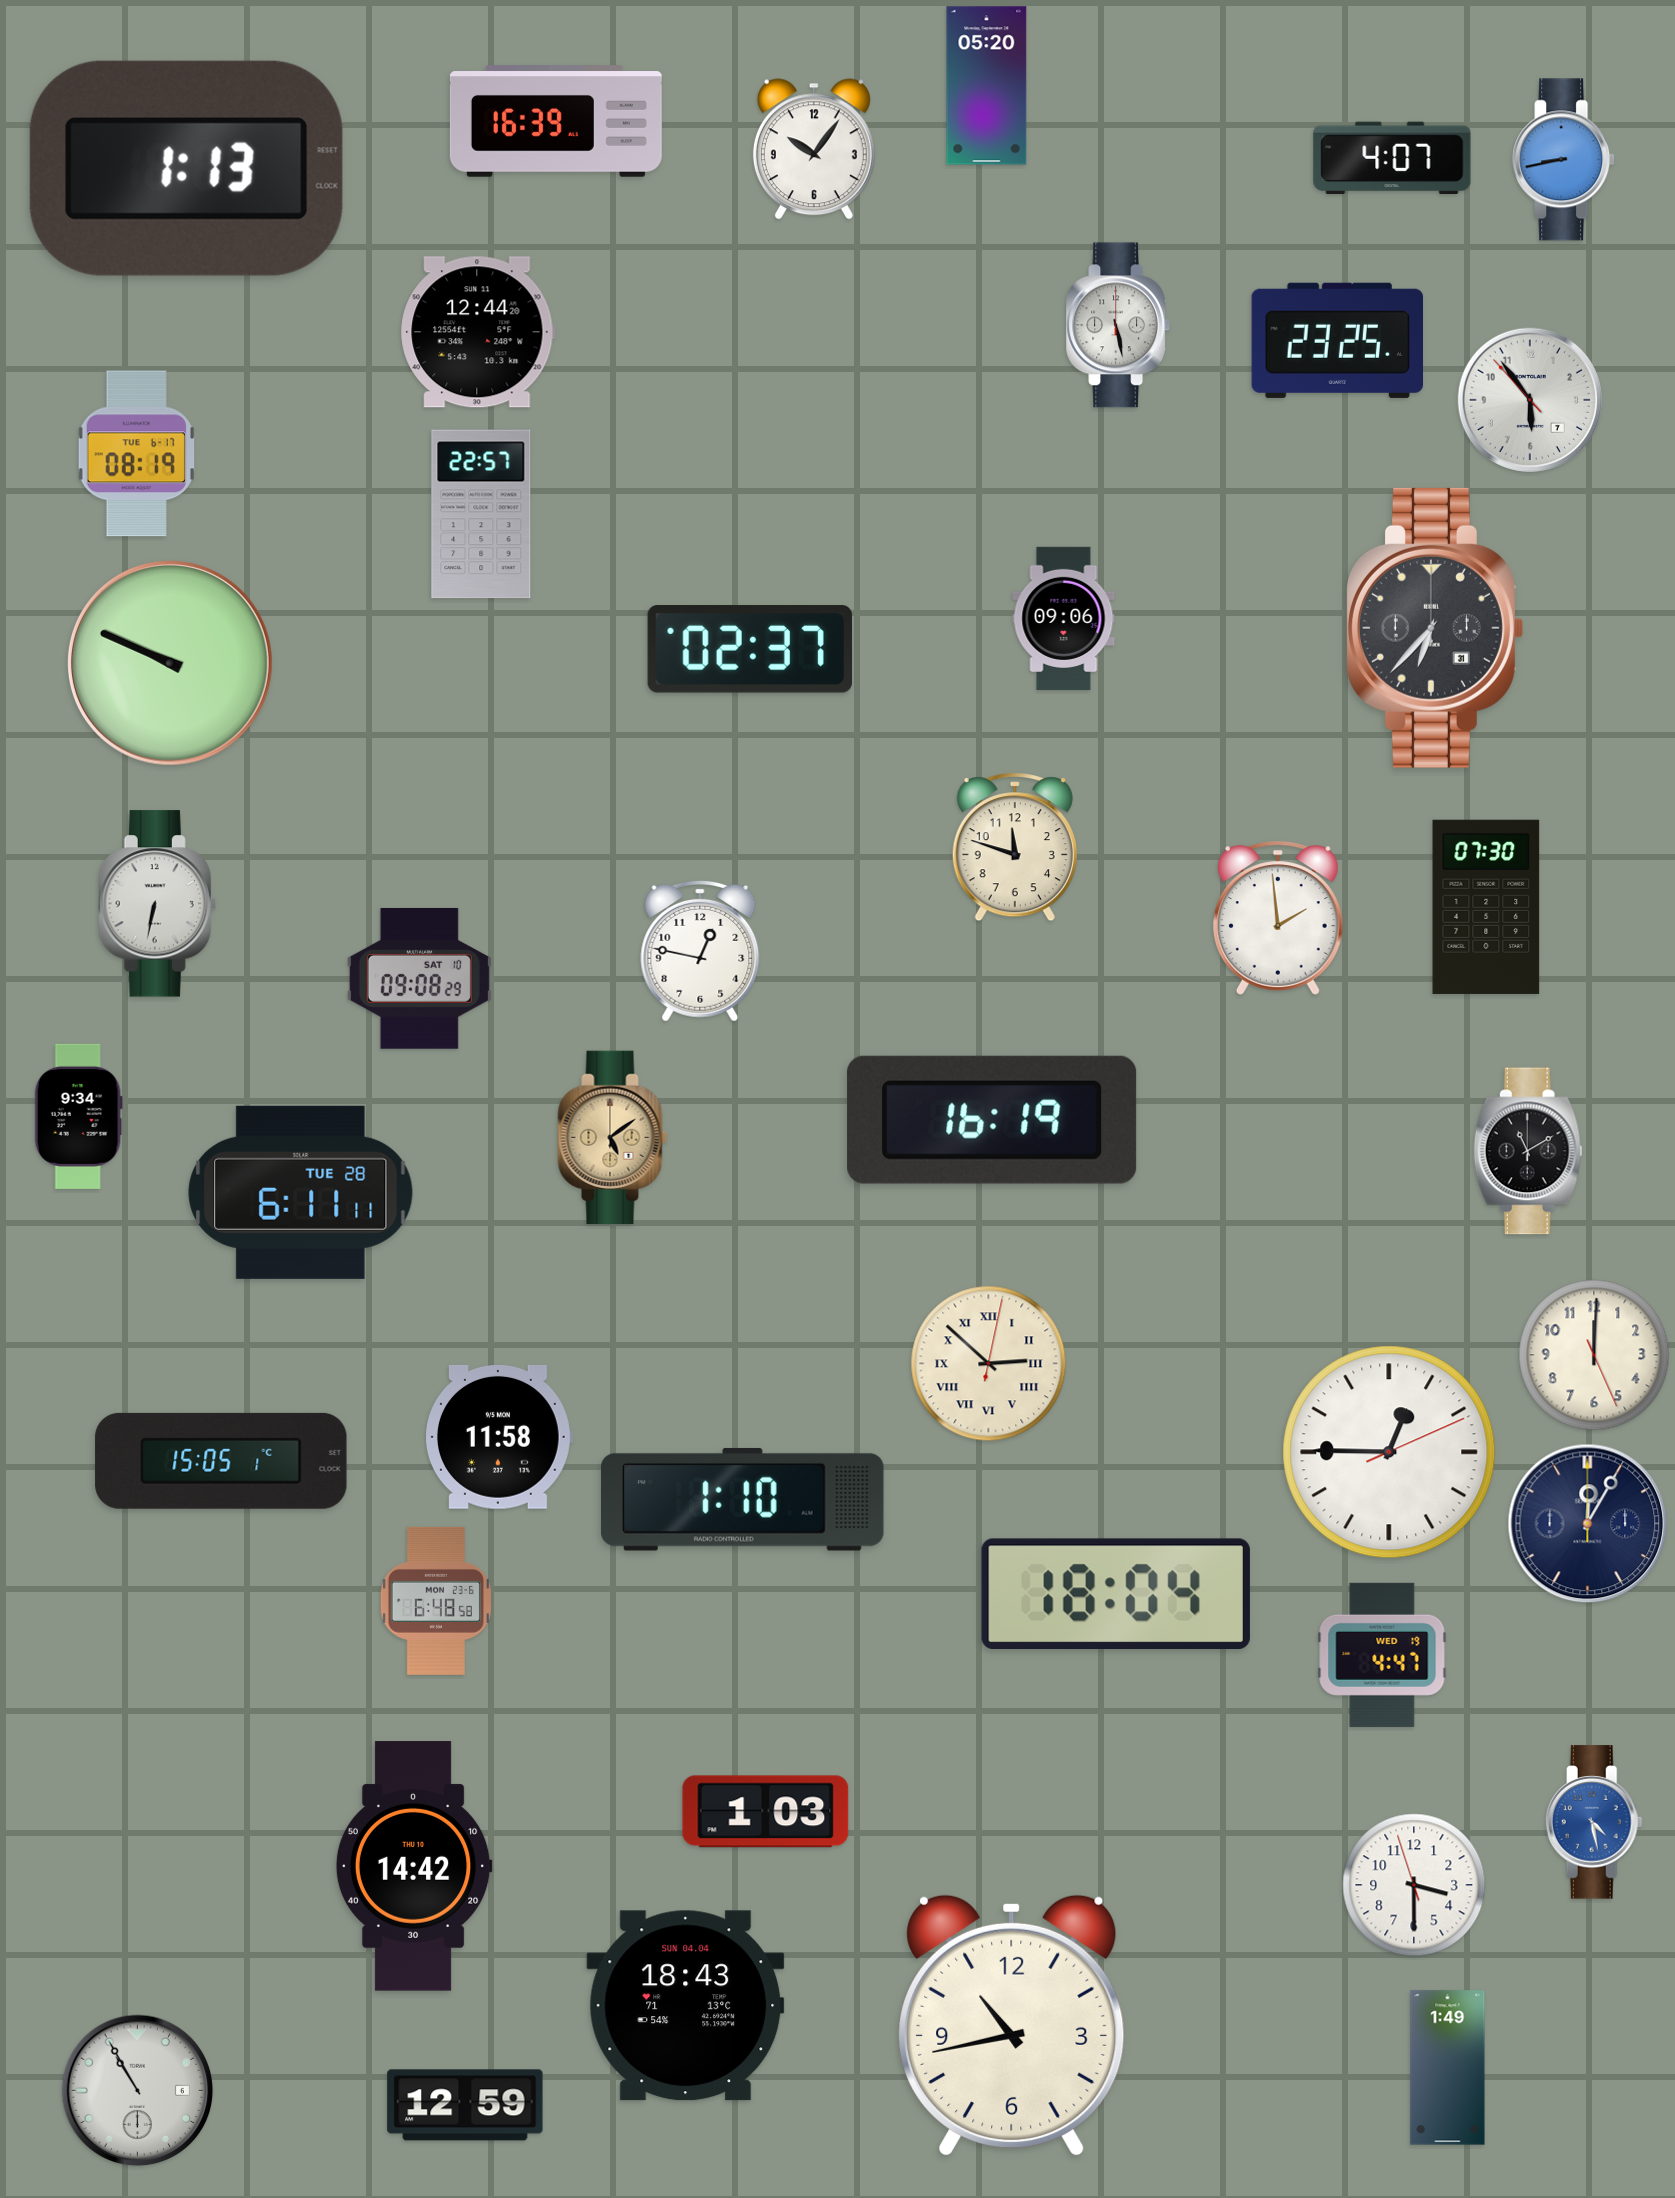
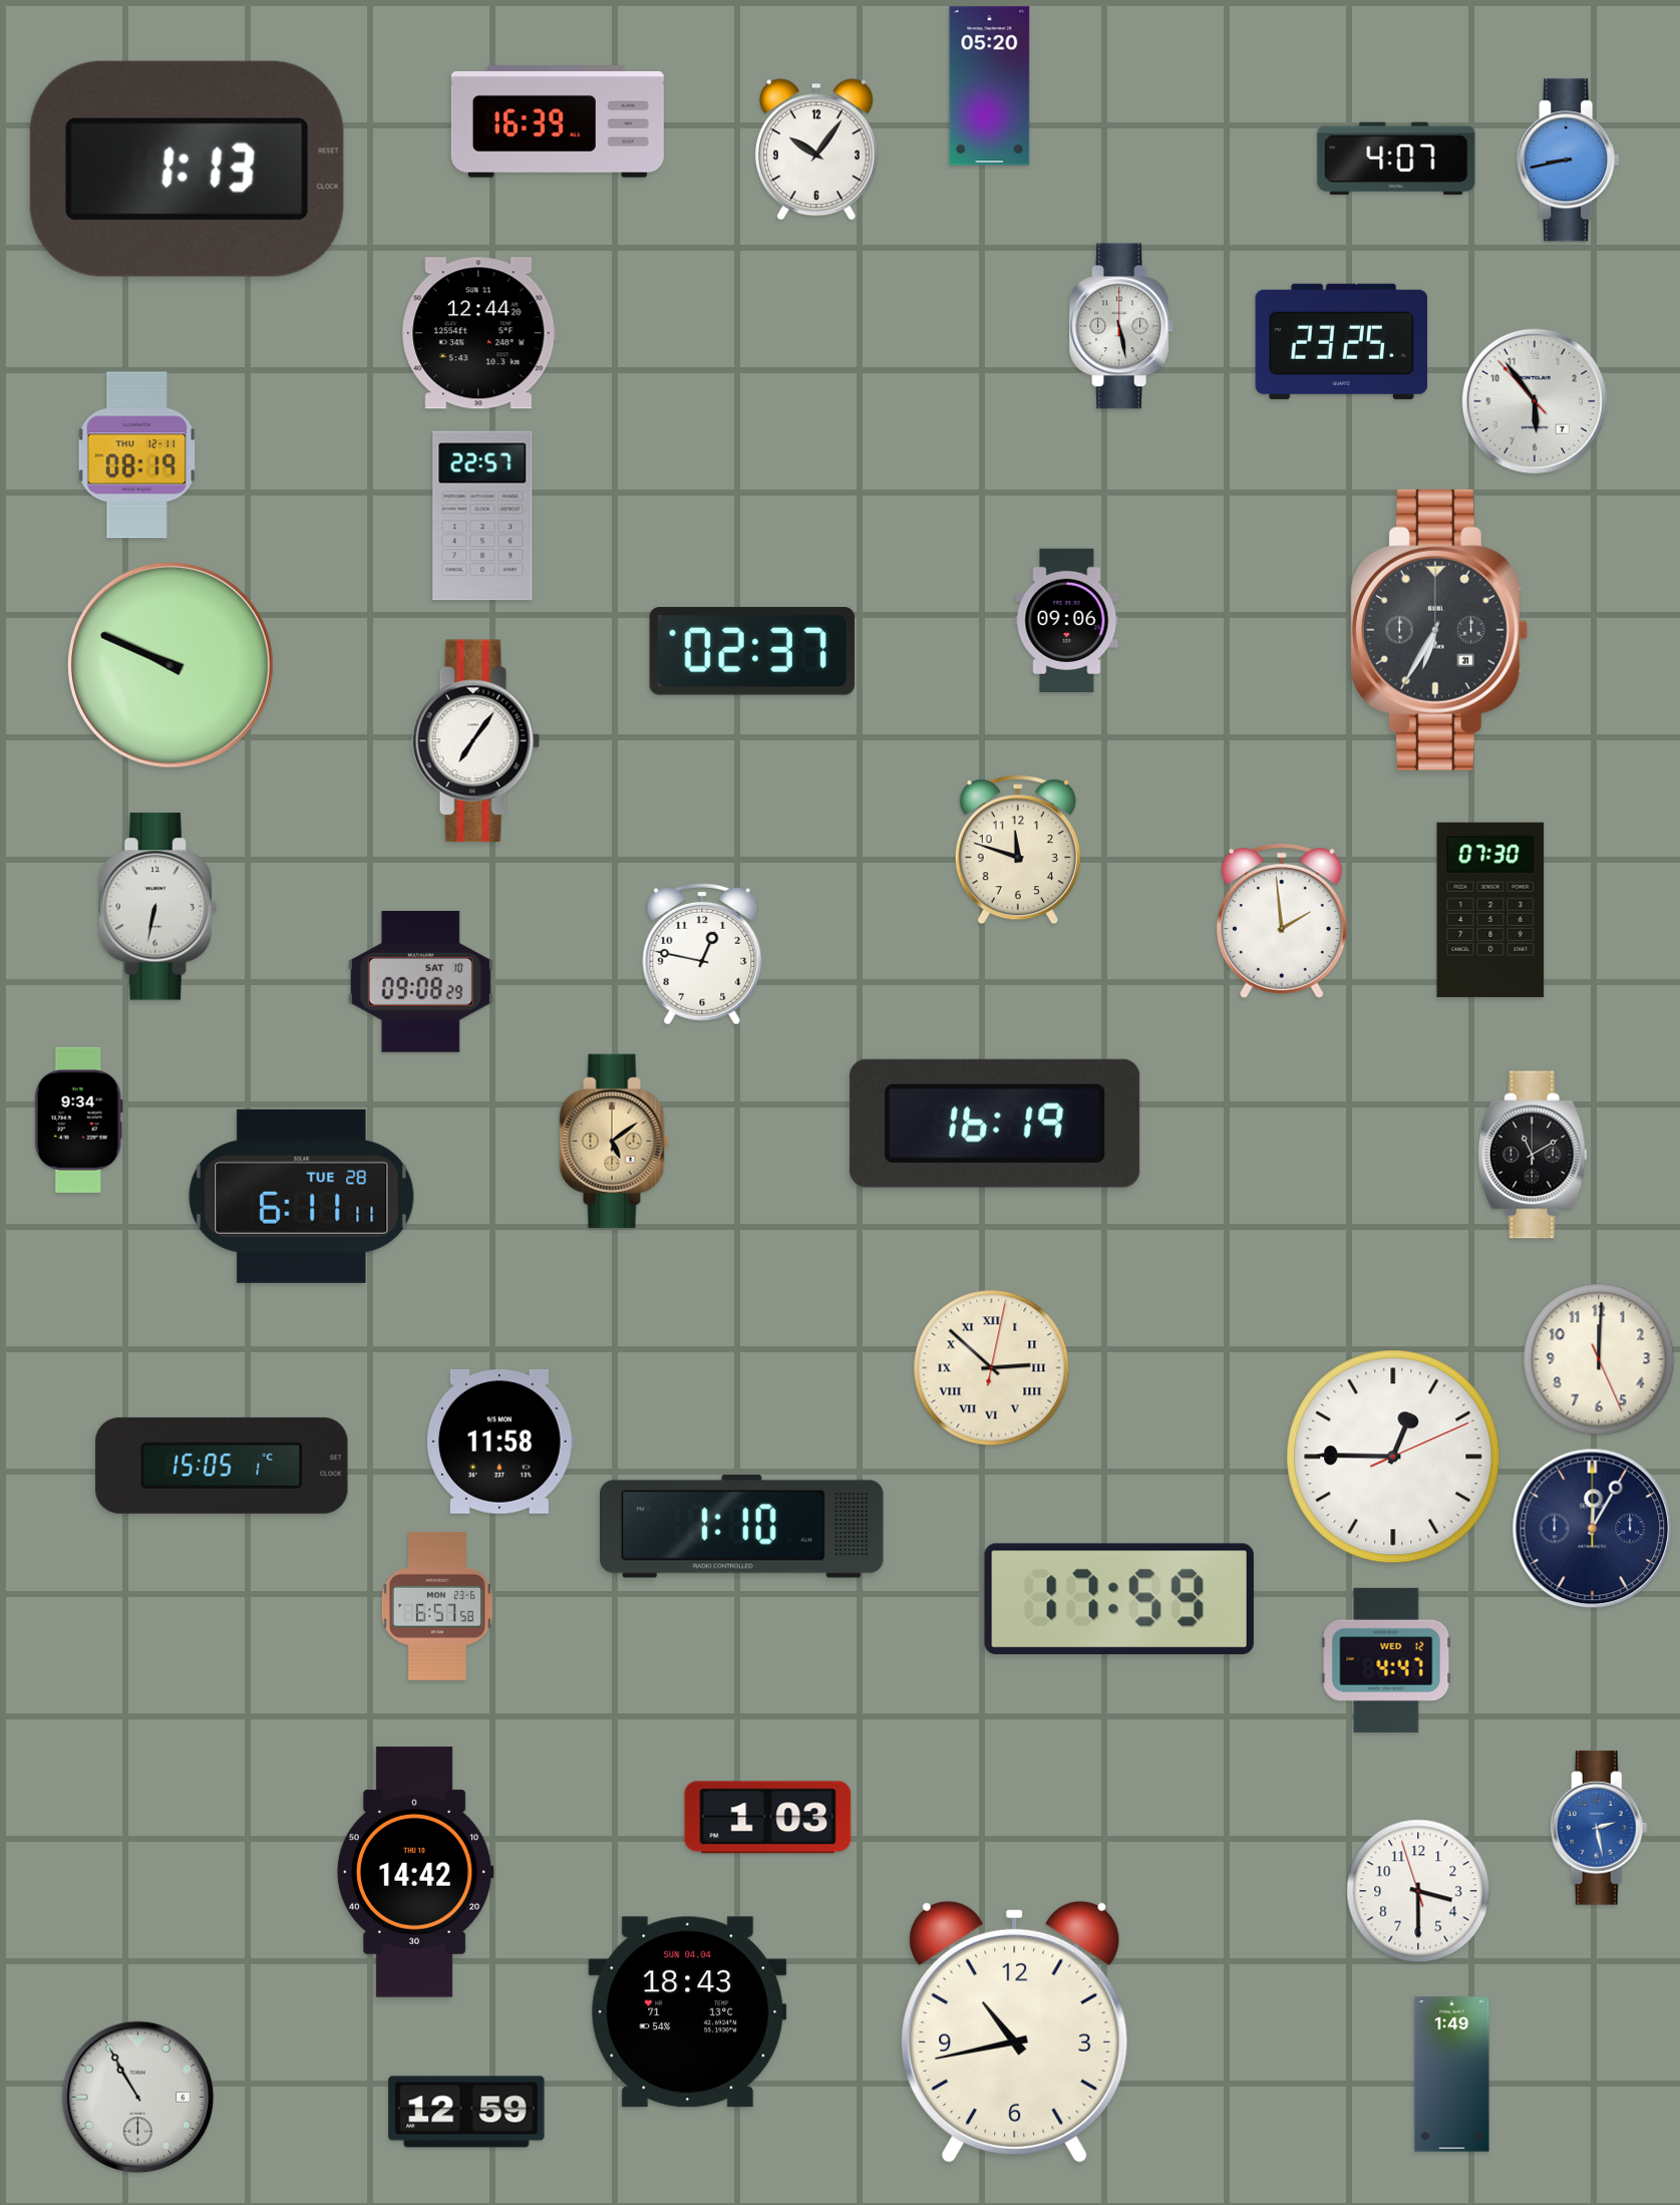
clock at (136, 454) date: TUE 6-17 -> THU 12-11
clock at (1435, 628): 6:37 -> 6:35
clock at (476, 741): none -> 7:06
clock at (742, 1499) position: (742, 1499) -> (741, 1526)
clock at (1116, 1593): 18:04 -> 17:59
clock at (436, 1601): 6:48 -> 6:57
clock at (1382, 1655) date: WED 19 -> WED 12
clock at (1594, 1822): 4:28 -> 2:28
